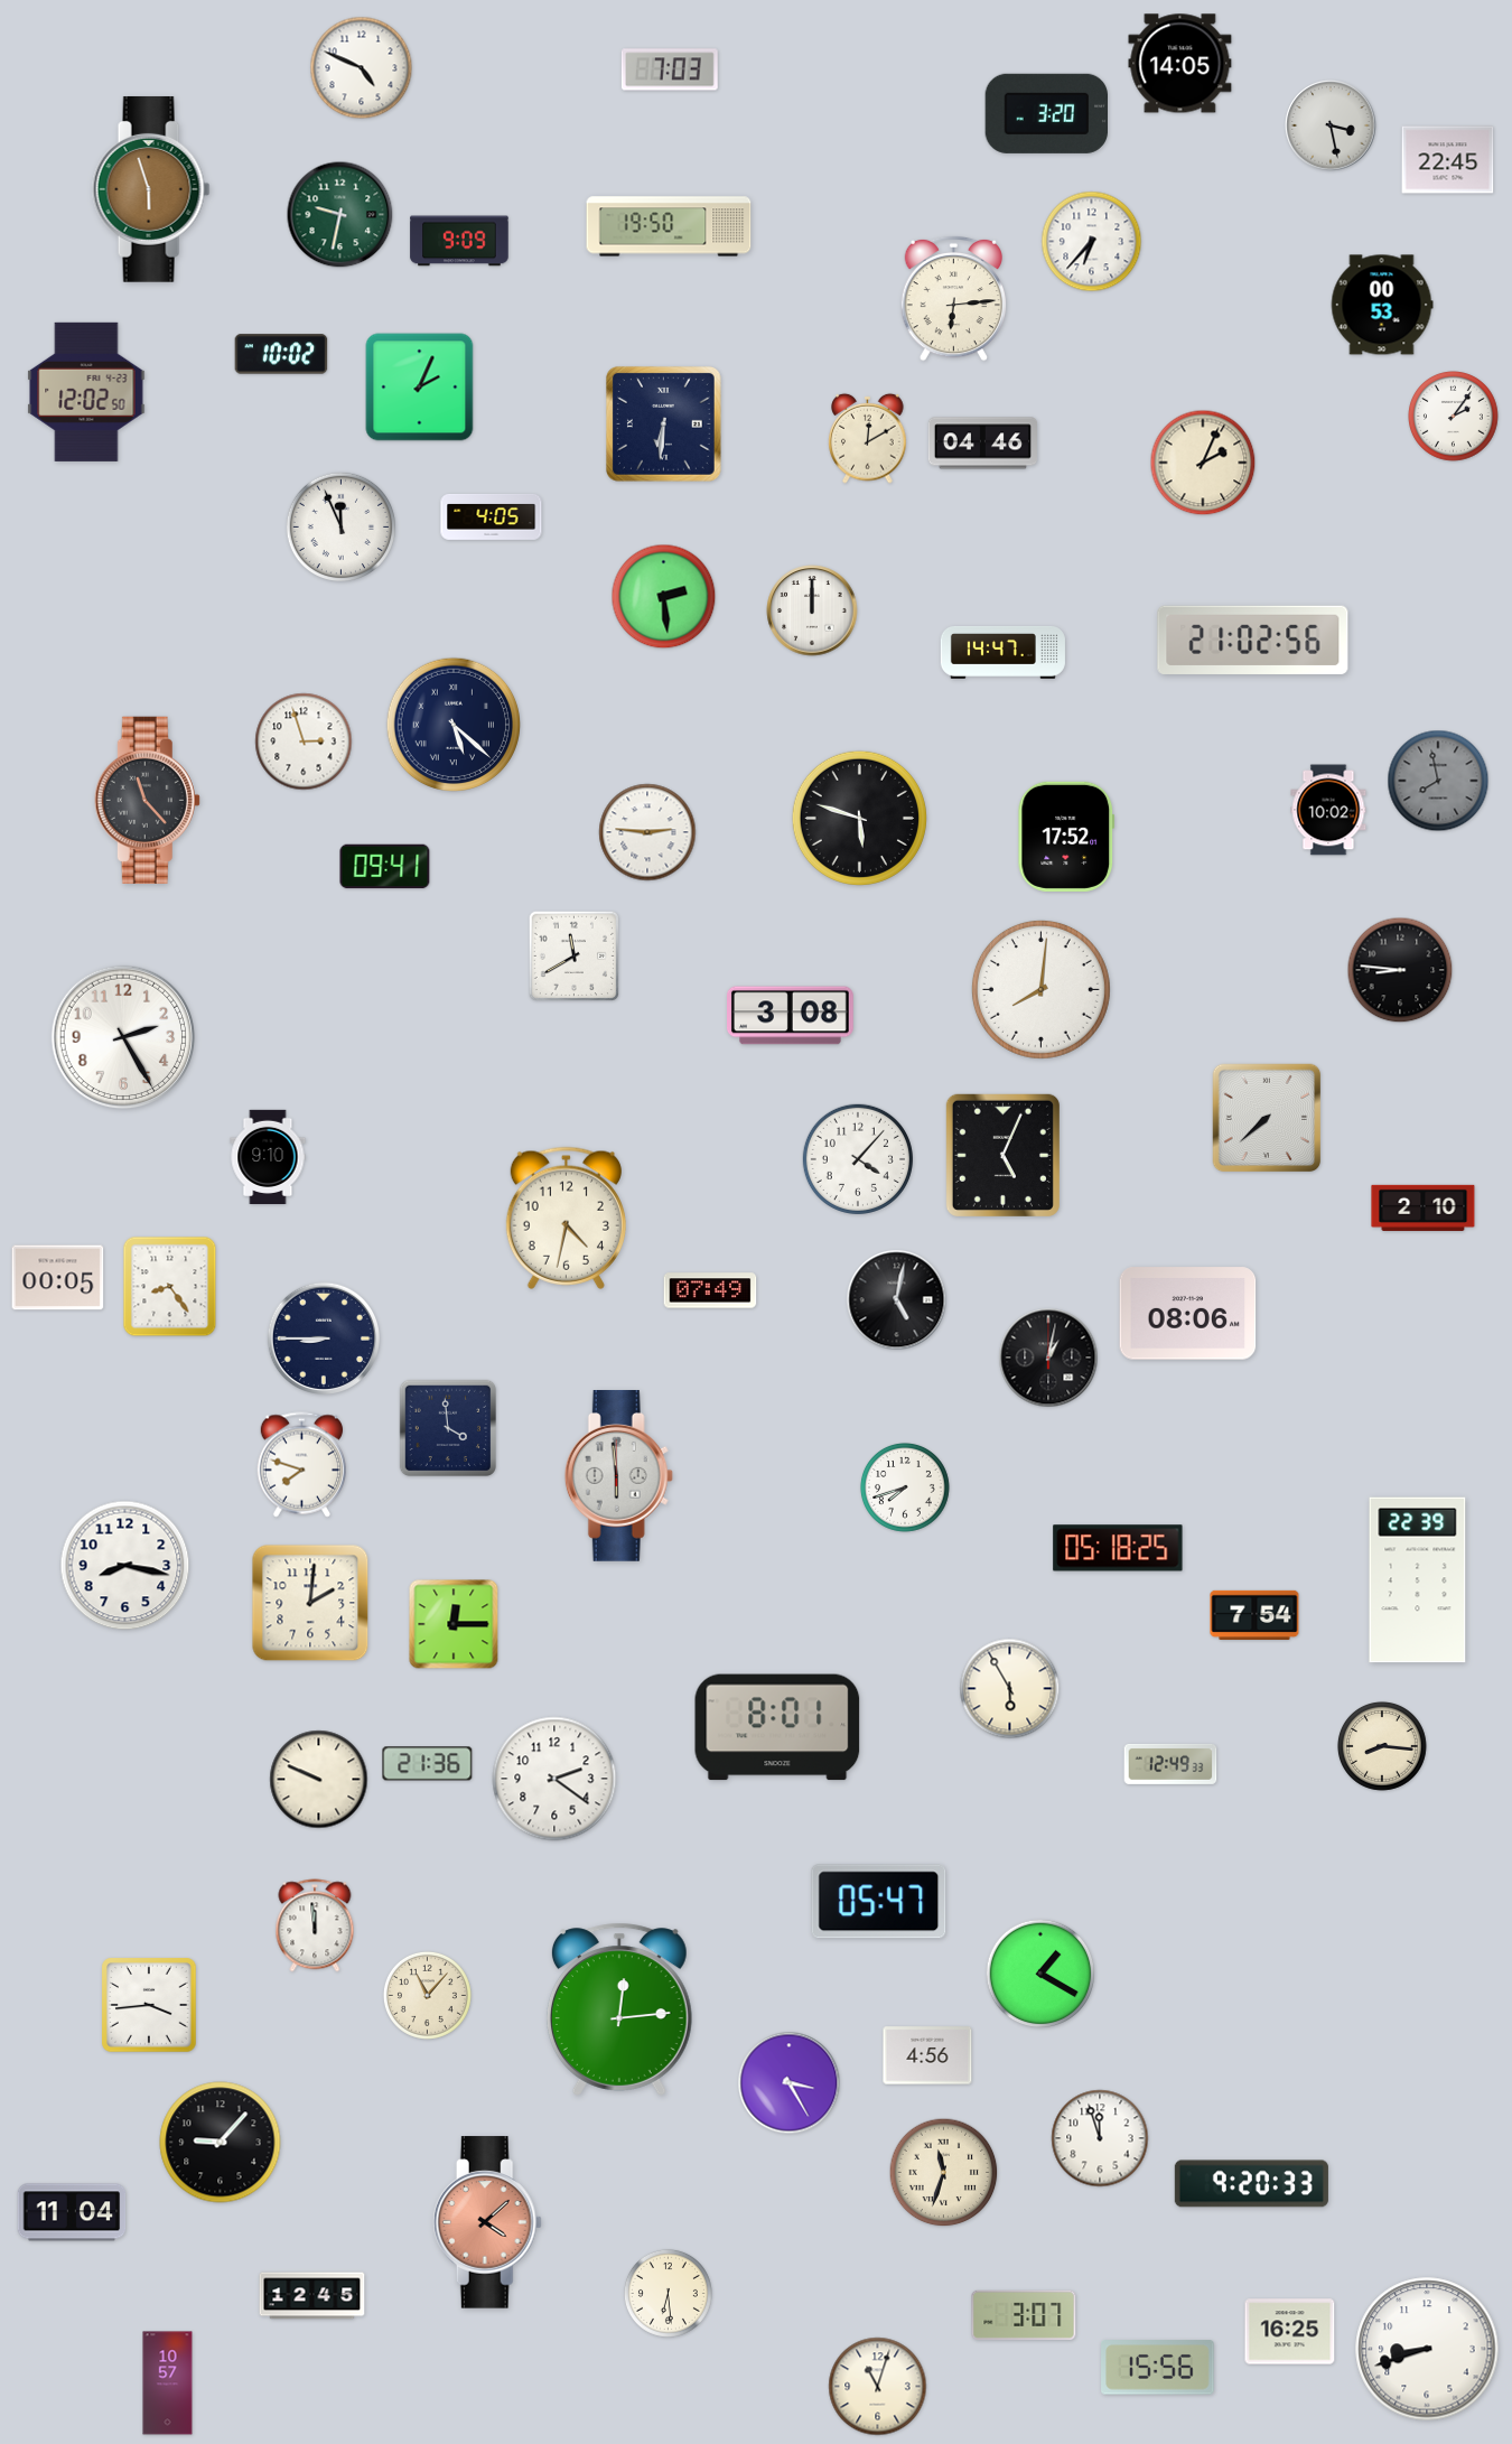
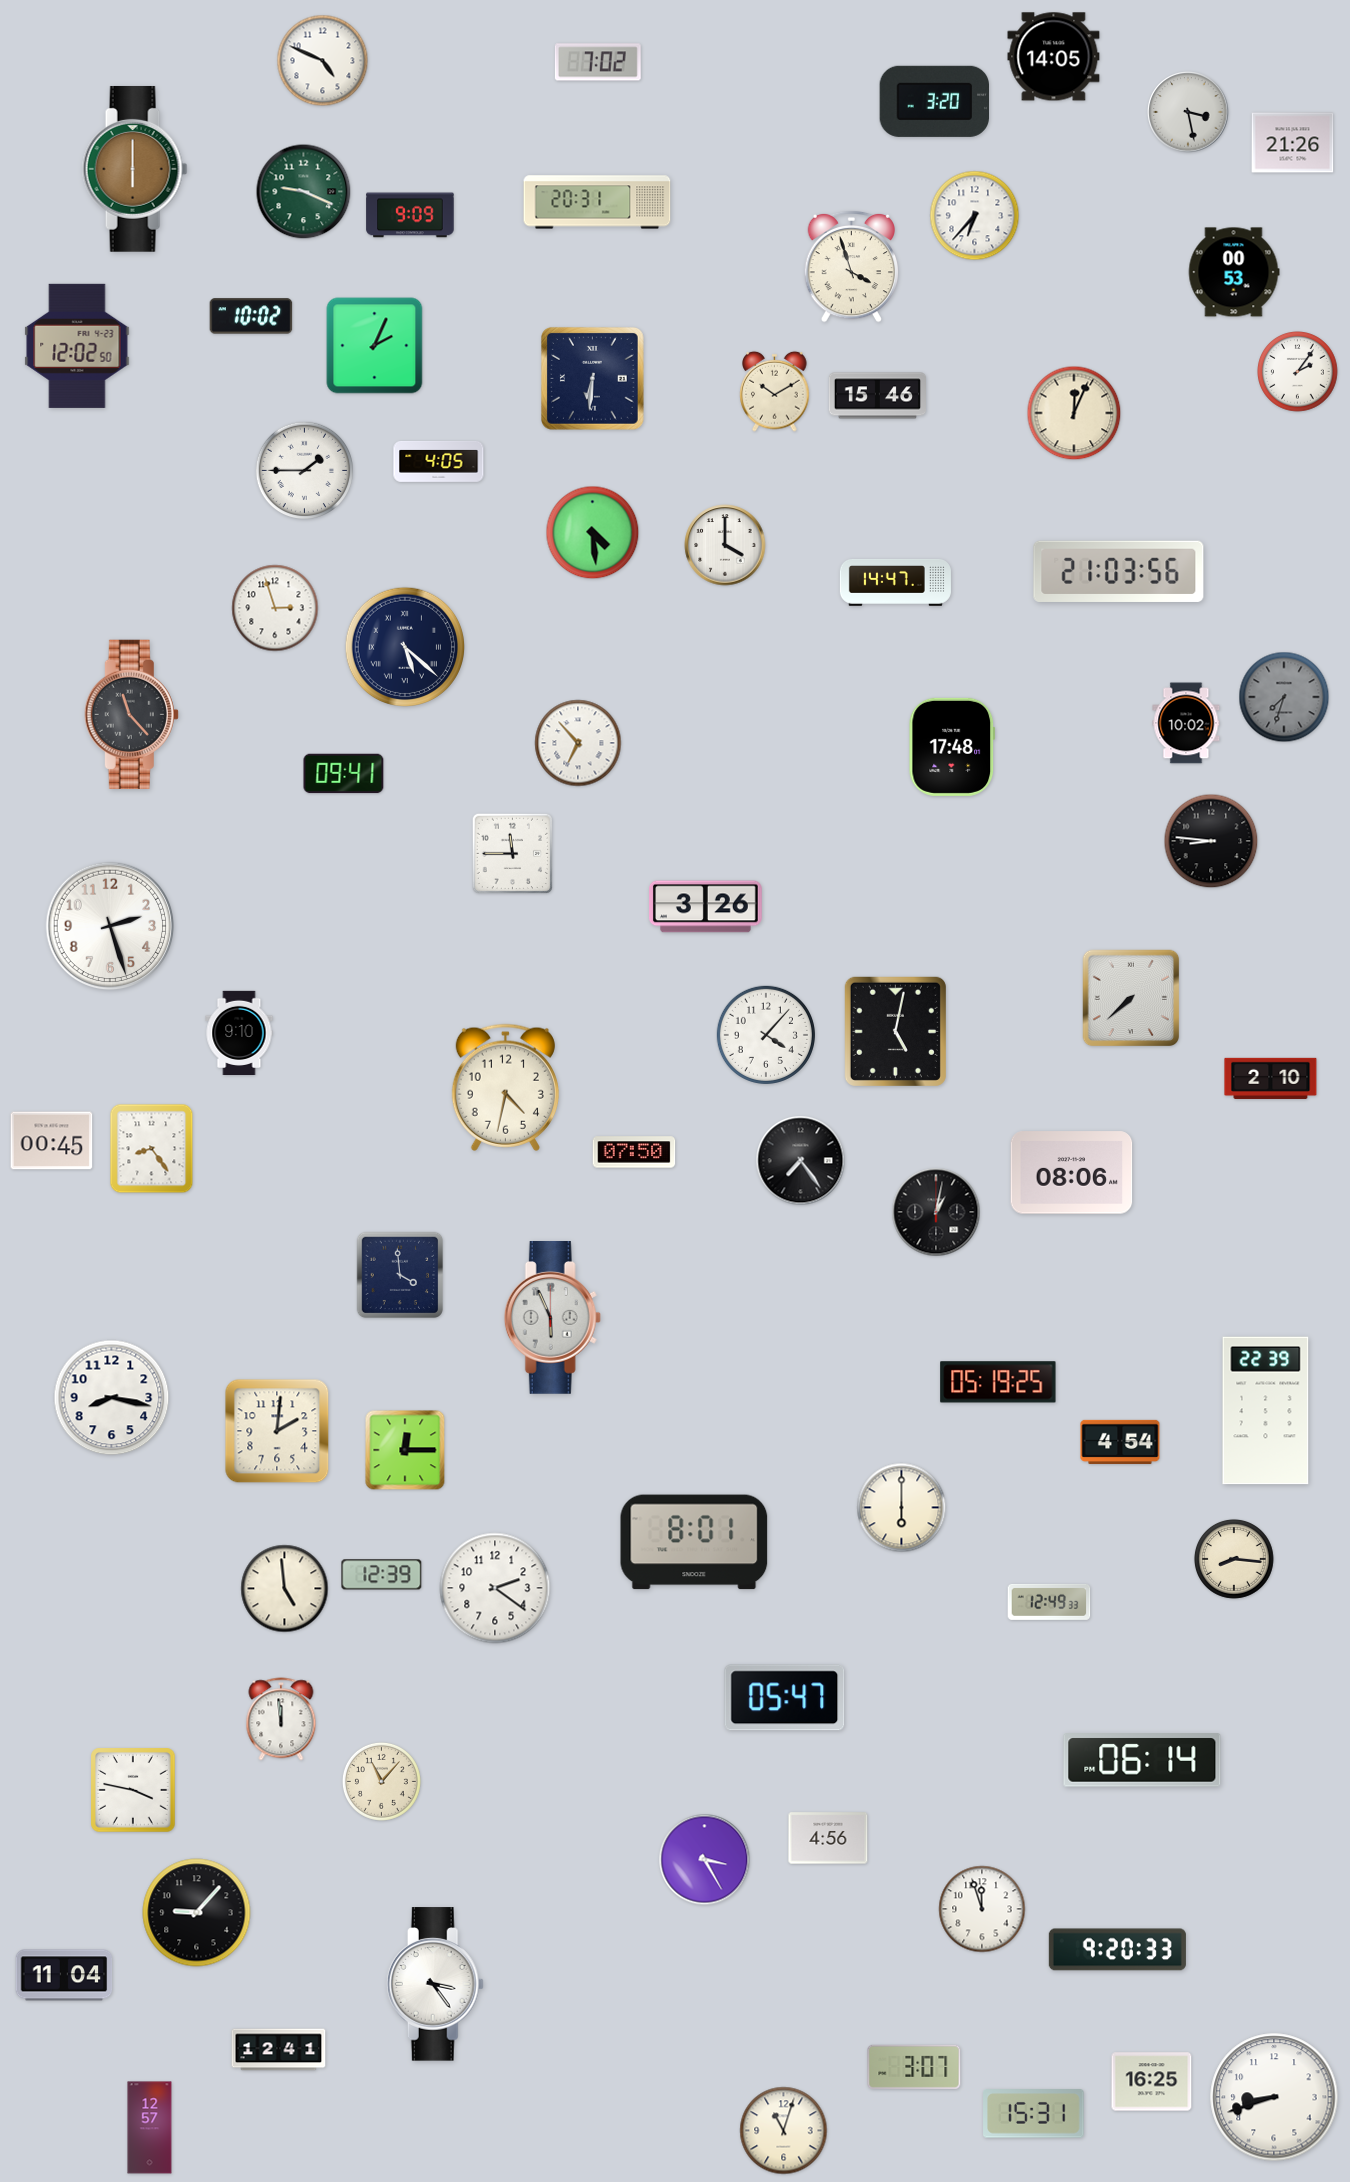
clock at (670, 69): 7:03 -> 7:02
clock at (1448, 160): 22:45 -> 21:26
clock at (151, 189): 5:57 -> 6:00
clock at (340, 215): 9:32 -> 9:19
clock at (669, 226): 19:50 -> 20:31
clock at (954, 298): 6:14 -> 3:57
clock at (86, 392) position: (86, 392) -> (77, 346)
clock at (868, 438): 12:10 -> 10:10
clock at (982, 444): 04:46 -> 15:46
clock at (1203, 463): 2:04 -> 12:04
clock at (340, 526): 11:56 -> 1:45
clock at (664, 597): 2:29 -> 4:29
clock at (812, 610): 12:00 -> 4:00
clock at (1253, 640): 21:02 -> 21:03
clock at (304, 741) position: (304, 741) -> (275, 608)
clock at (1438, 781): 7:58 -> 7:33
clock at (859, 818): 5:48 -> none
clock at (647, 832): 2:46 -> 6:53
clock at (1066, 837): 17:52 -> 17:48
clock at (573, 955): 11:40 -> 11:45
clock at (1400, 970) position: (1400, 970) -> (1211, 841)
clock at (1040, 989): 8:01 -> none
clock at (791, 1016): 3:08 -> 3:26
clock at (123, 1037): 2:25 -> 2:27
clock at (1002, 1155): 5:04 -> 5:02
clock at (58, 1278): 00:05 -> 00:45
clock at (710, 1290): 07:49 -> 07:50
clock at (897, 1300): 5:02 -> 7:24
clock at (1188, 1314) position: (1188, 1314) -> (1072, 1173)
clock at (323, 1337): 8:45 -> none
clock at (301, 1465): 7:48 -> none
clock at (618, 1476): 5:59 -> 5:56
clock at (905, 1487): 7:42 -> none
clock at (1118, 1548): 05:18 -> 05:19
clock at (1254, 1615): 7:54 -> 4:54
clock at (1010, 1689): 5:55 -> 6:00
clock at (428, 1764): 21:36 -> 12:39
clock at (1170, 1764) position: (1170, 1764) -> (1049, 1602)
clock at (319, 1780): 9:49 -> 4:59
clock at (1142, 1760): none -> 06:14
clock at (1040, 1974): 1:20 -> none
clock at (149, 2005): 3:44 -> 3:47
clock at (619, 2009): 12:14 -> none
clock at (927, 2055) position: (927, 2055) -> (828, 1838)
clock at (944, 2173): 11:33 -> none
clock at (487, 2222): 4:08 -> 3:24
clock at (487, 2222) dial: salmon -> white
clock at (668, 2293): 6:29 -> none
clock at (312, 2296): 12:45 -> 12:41
clock at (1158, 2368): 15:56 -> 15:31
clock at (168, 2384): 10:57 -> 12:57
